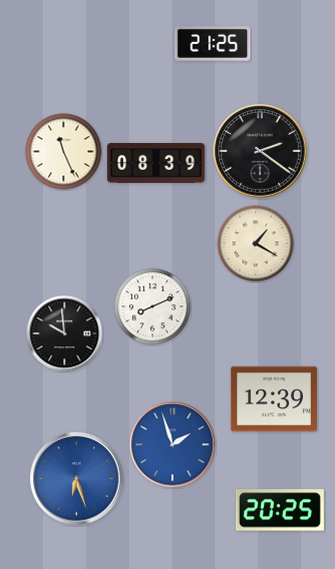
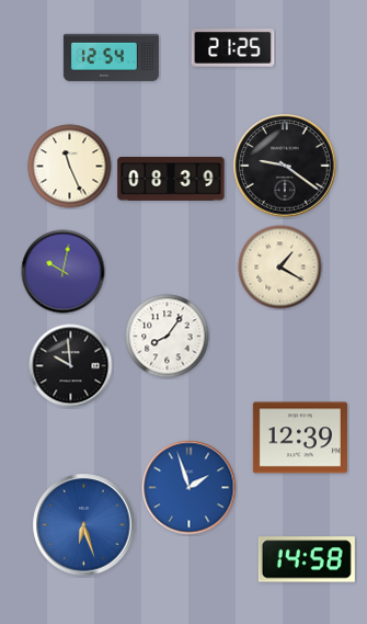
clock at (111, 57): none -> 12:54
clock at (260, 151): 2:21 -> 9:21
clock at (64, 272): none -> 10:02
clock at (153, 307): 8:11 -> 8:06
clock at (280, 510): 20:25 -> 14:58
